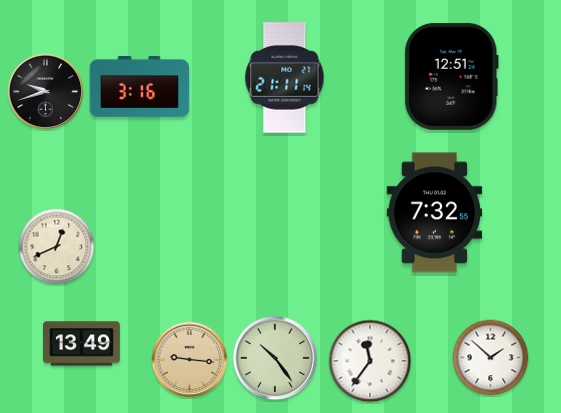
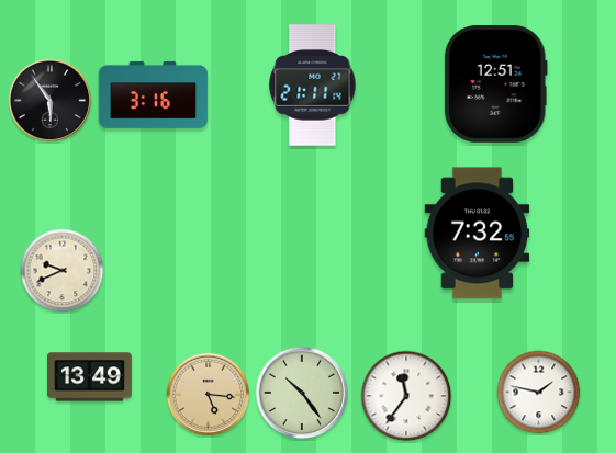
clock at (46, 92): 9:42 -> 5:54
clock at (57, 247): 12:41 -> 9:41
clock at (491, 358): 1:52 -> 1:47
clock at (190, 360): 9:16 -> 5:16
